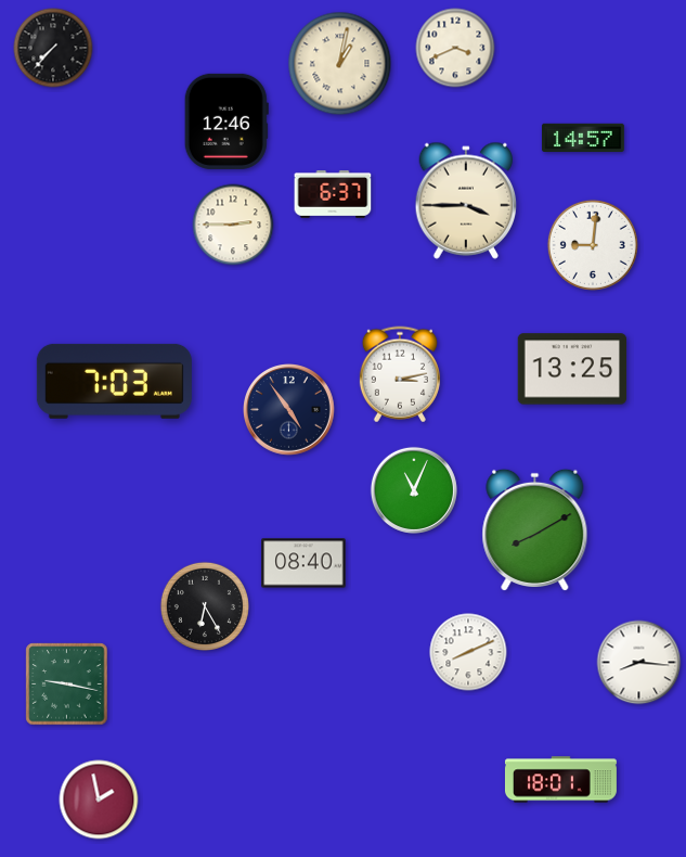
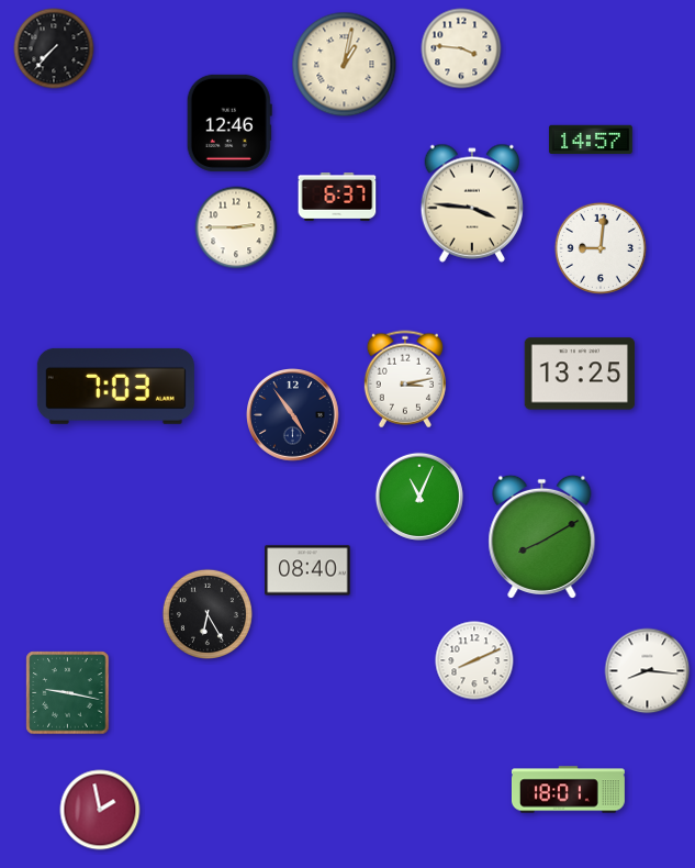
clock at (455, 48): 3:41 -> 3:46
clock at (465, 201): 3:45 -> 3:46
